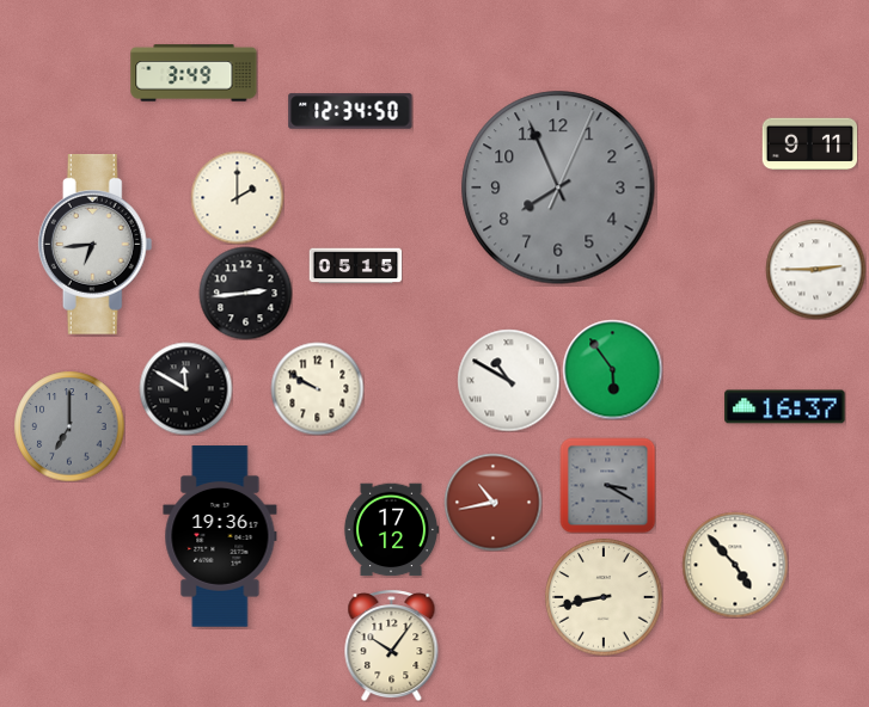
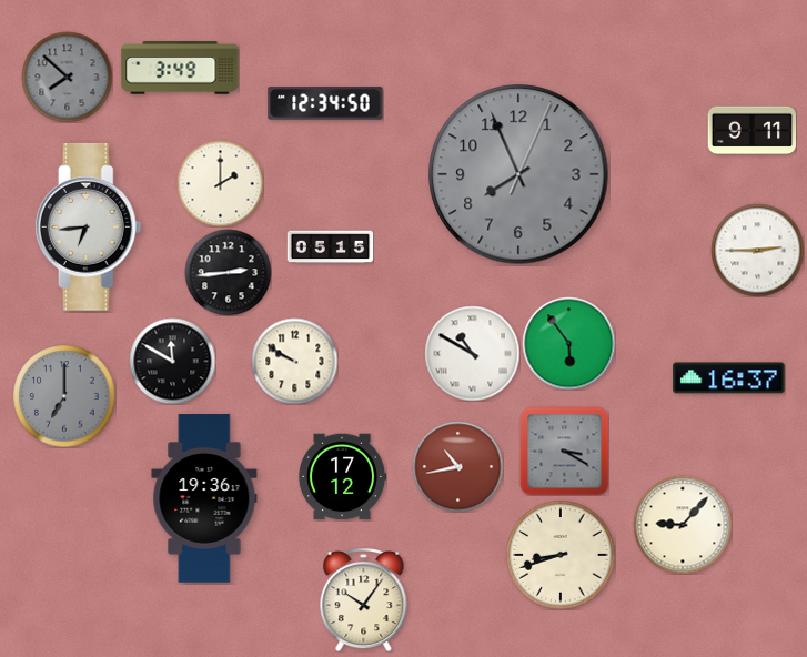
clock at (67, 77): none -> 7:52
clock at (809, 145) position: (809, 145) -> (751, 131)
clock at (391, 530) position: (391, 530) -> (342, 477)
clock at (735, 565): 4:53 -> 9:07
clock at (604, 597): 8:43 -> 8:42
